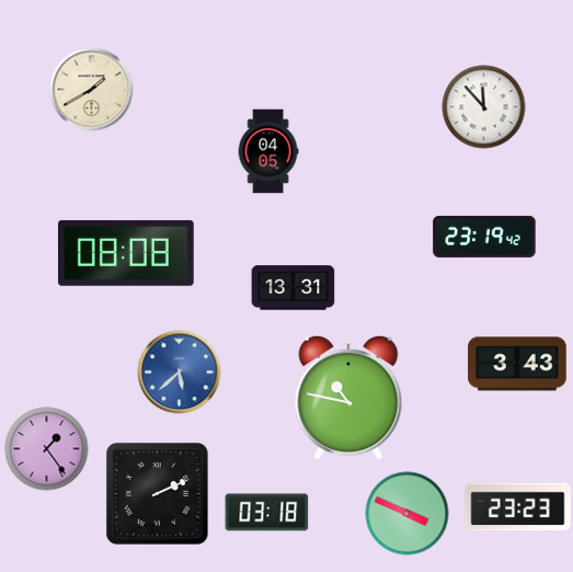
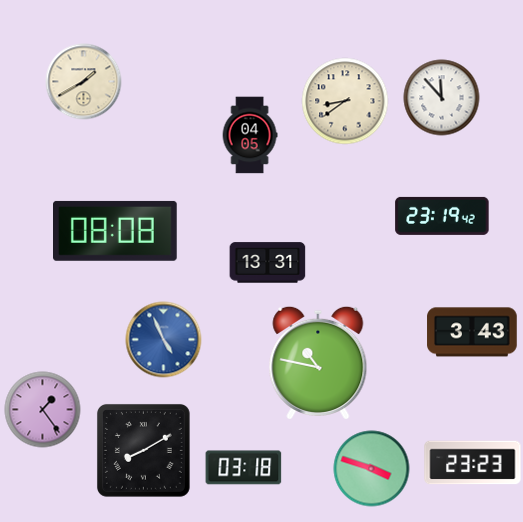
clock at (345, 101): none -> 8:39
clock at (268, 151) position: (268, 151) -> (250, 135)
clock at (180, 373): 5:38 -> 4:56
clock at (157, 493): 2:11 -> 8:10
clock at (408, 514): 3:49 -> 3:48
